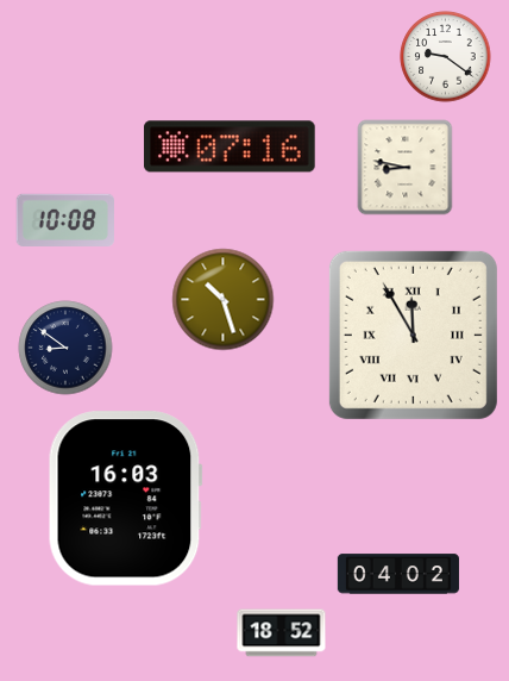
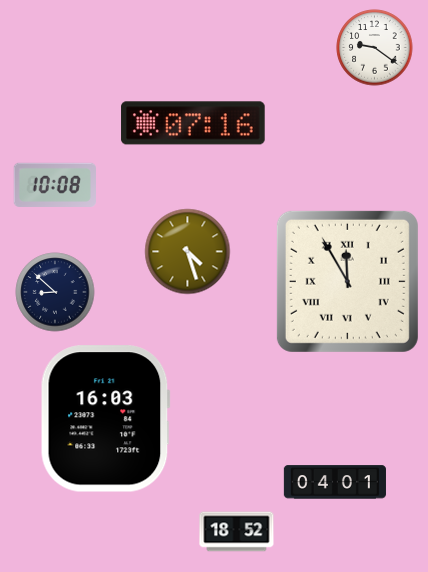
clock at (406, 168): 8:47 -> none
clock at (224, 300): 10:27 -> 4:27
clock at (65, 348): 8:51 -> 8:52
clock at (398, 574): 04:02 -> 04:01
